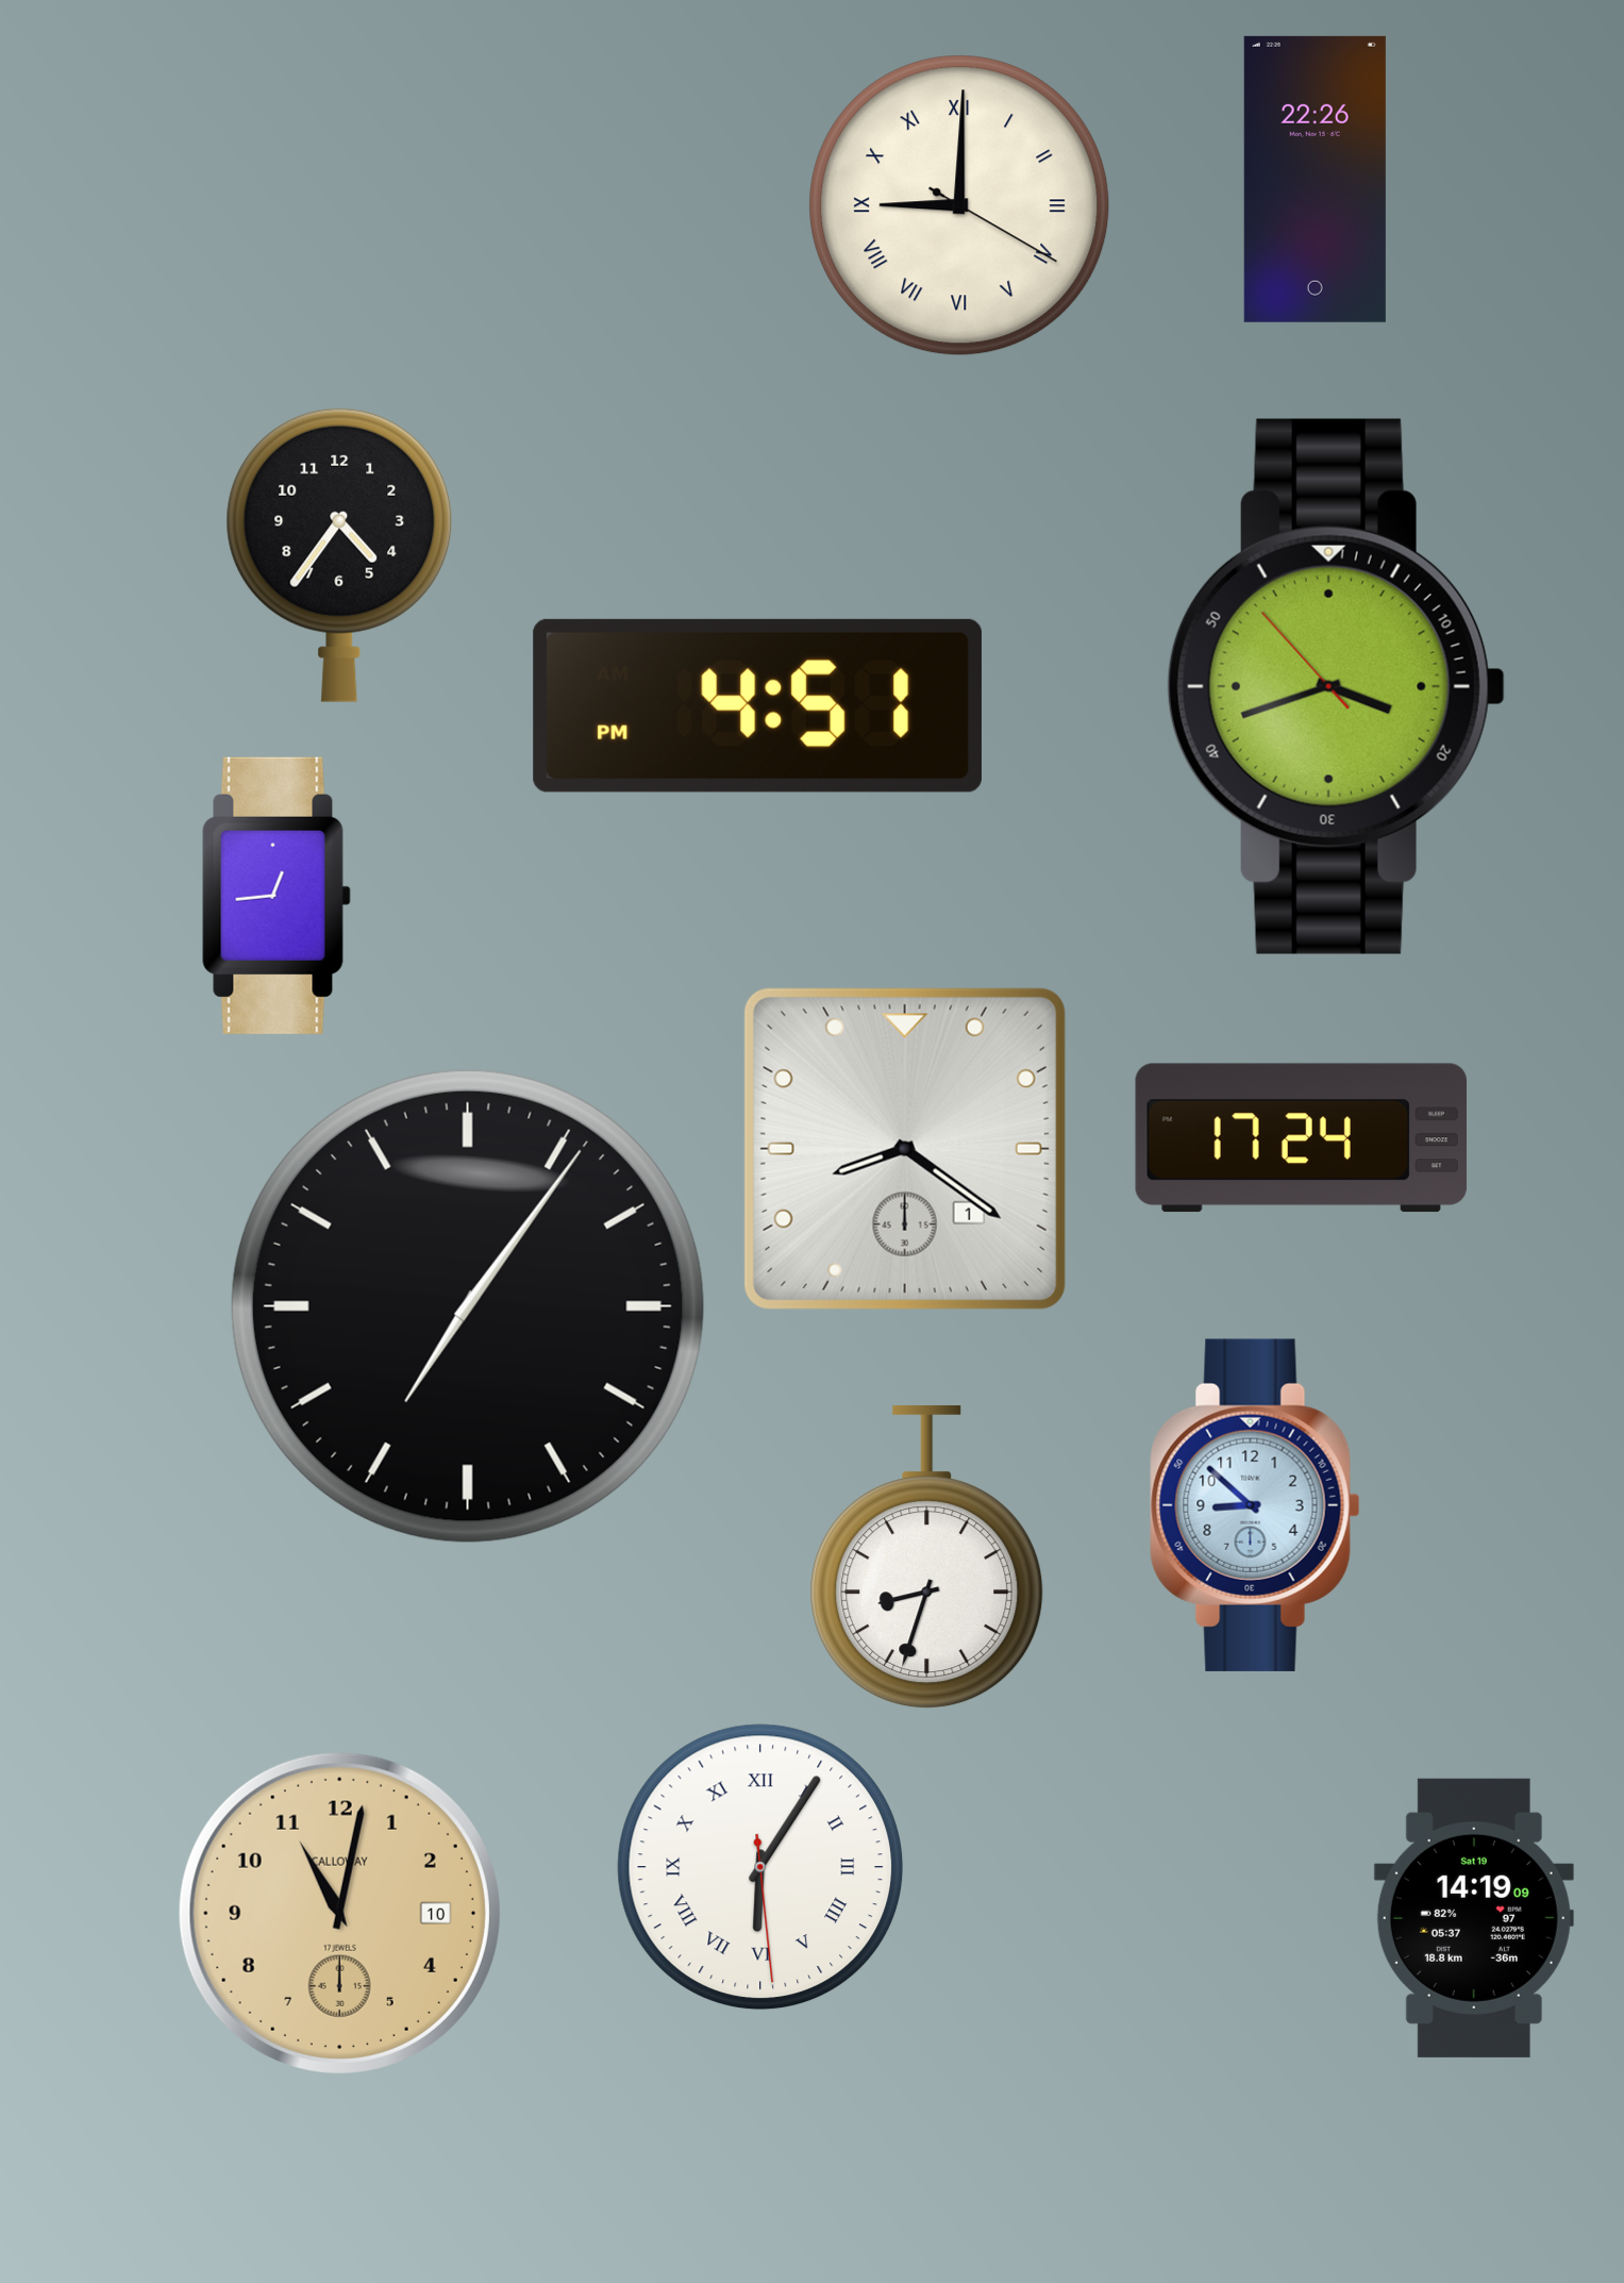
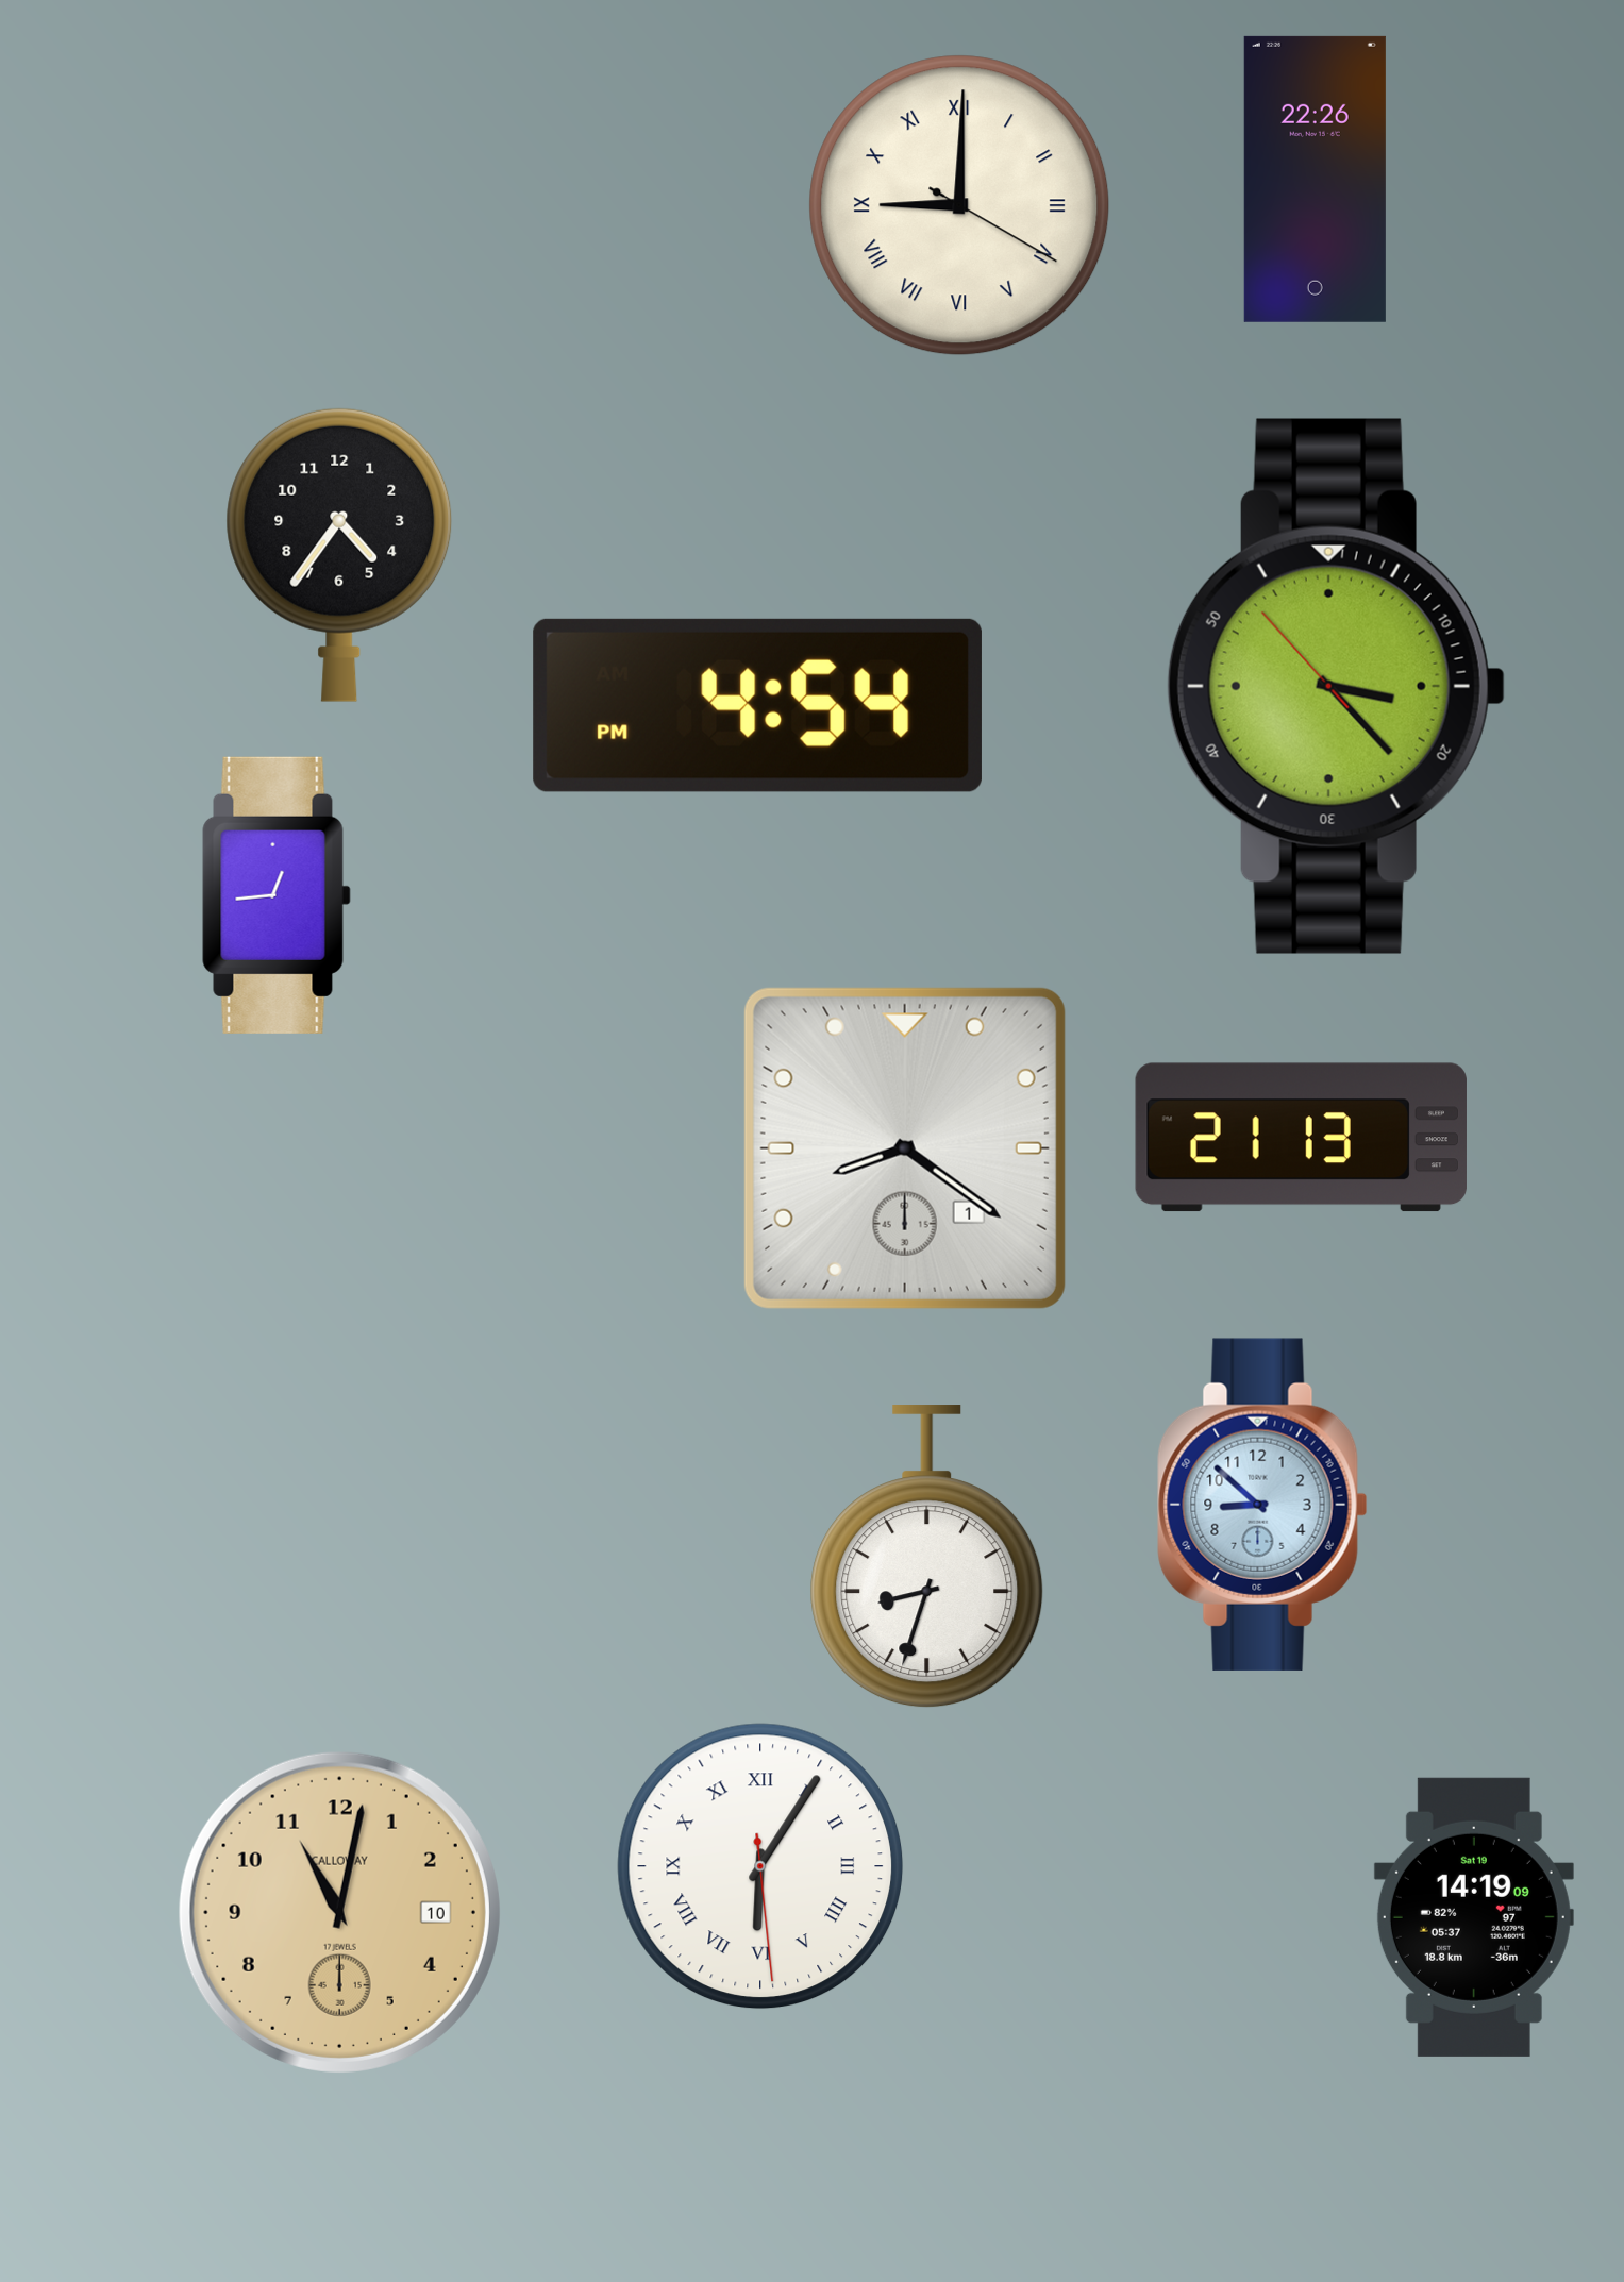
clock at (1336, 686): 3:41 -> 3:22
clock at (757, 705): 4:51 -> 4:54
clock at (1301, 1138): 17:24 -> 21:13
clock at (468, 1306): 7:06 -> none
clock at (1255, 1505) position: (1255, 1505) -> (1262, 1505)
